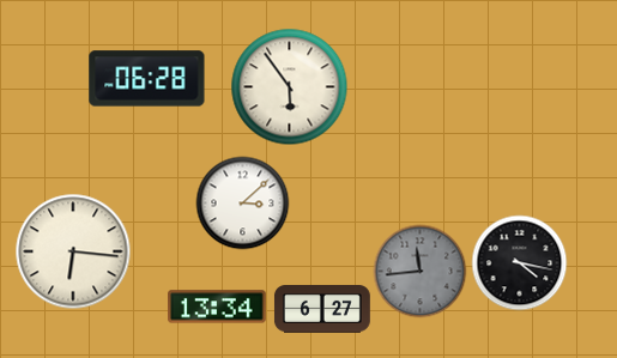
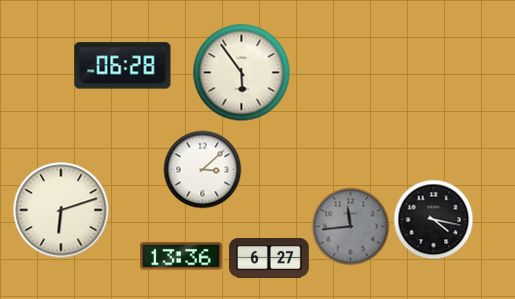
clock at (73, 251): 6:16 -> 6:12
clock at (218, 307): 13:34 -> 13:36
